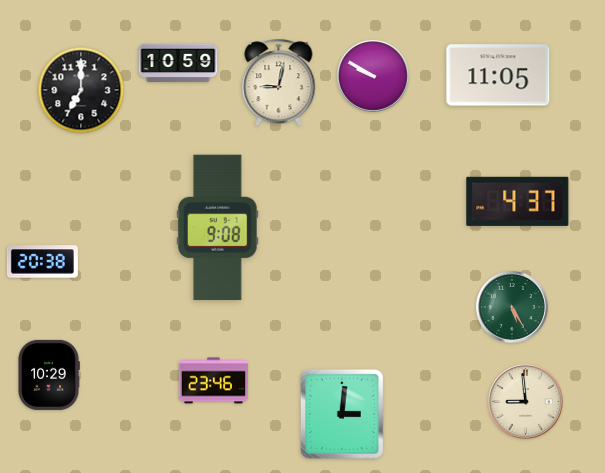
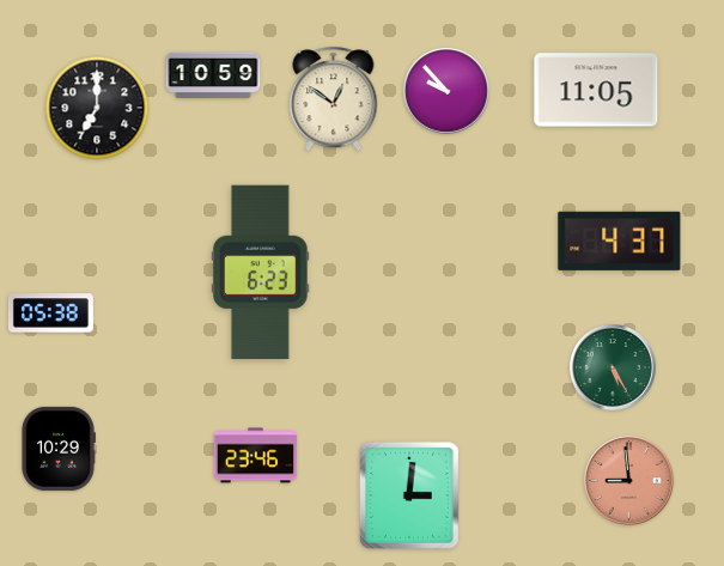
clock at (373, 76): 9:50 -> 9:53
clock at (279, 83): 9:02 -> 12:51
clock at (218, 228): 9:08 -> 6:23
clock at (42, 262): 20:38 -> 05:38
clock at (526, 402) dial: cream -> salmon
